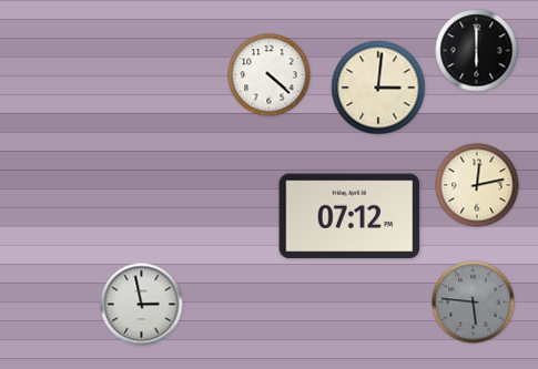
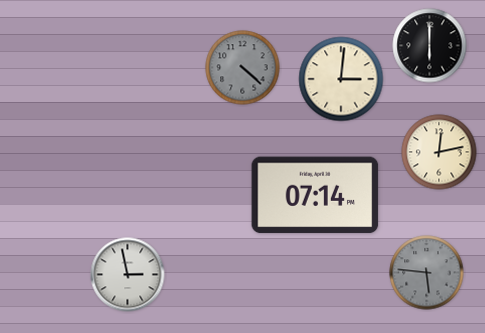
clock at (270, 75) dial: white -> grey
clock at (477, 185) position: (477, 185) -> (439, 152)
clock at (349, 216): 07:12 -> 07:14
